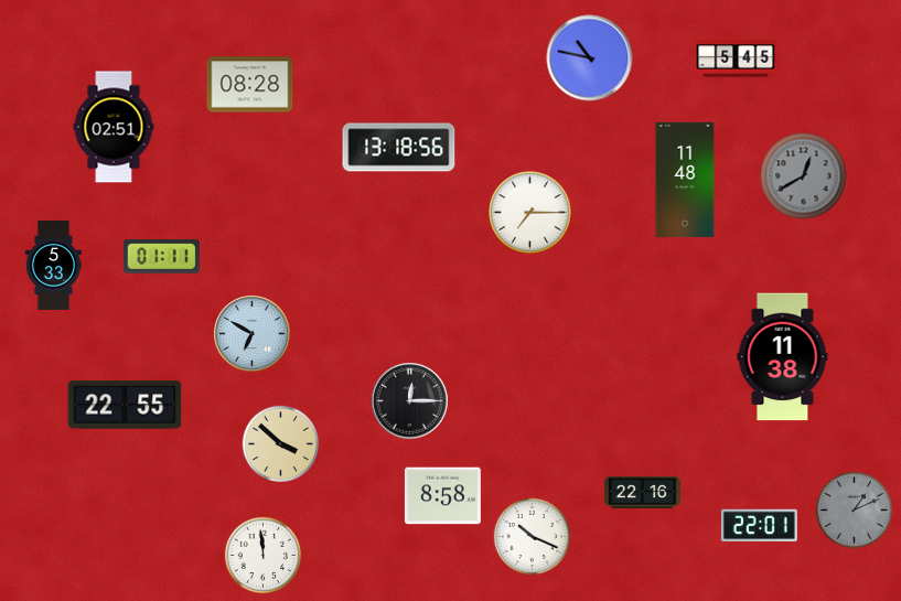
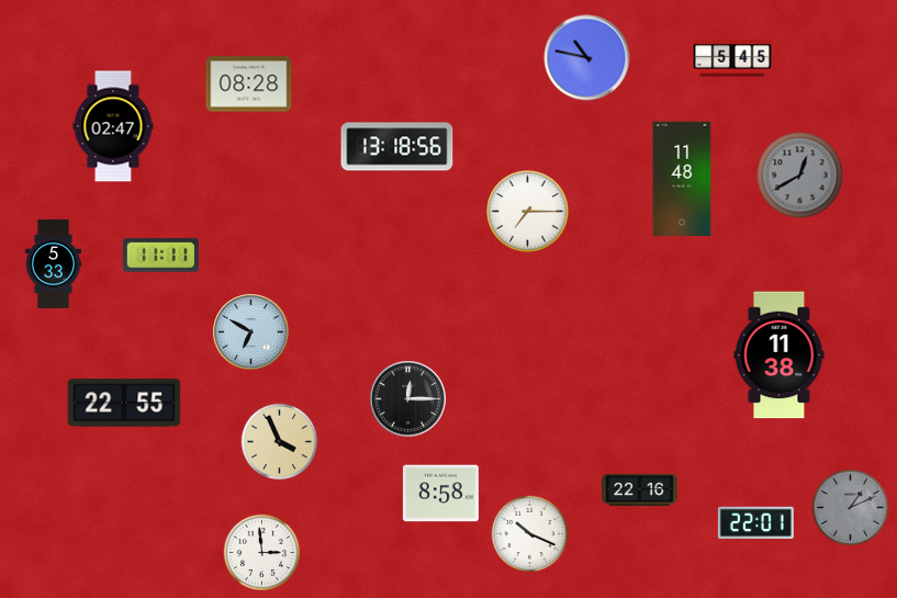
clock at (114, 127): 02:51 -> 02:47
clock at (161, 257): 01:11 -> 11:11
clock at (281, 444): 3:52 -> 3:56
clock at (264, 556): 11:59 -> 2:59
